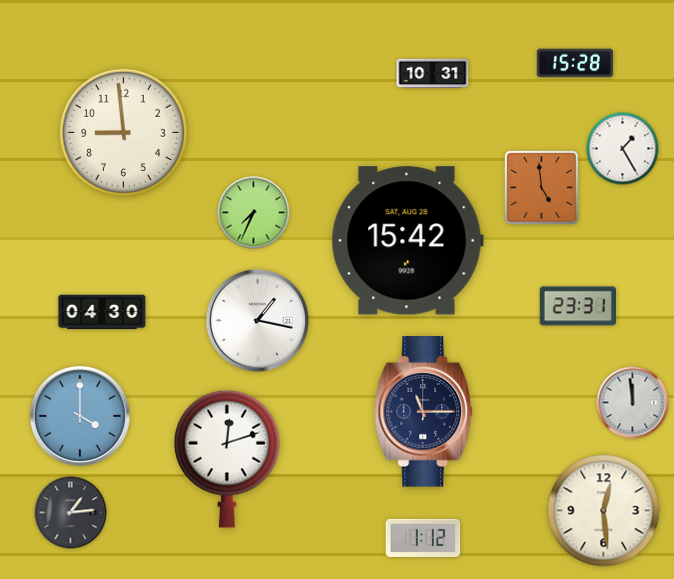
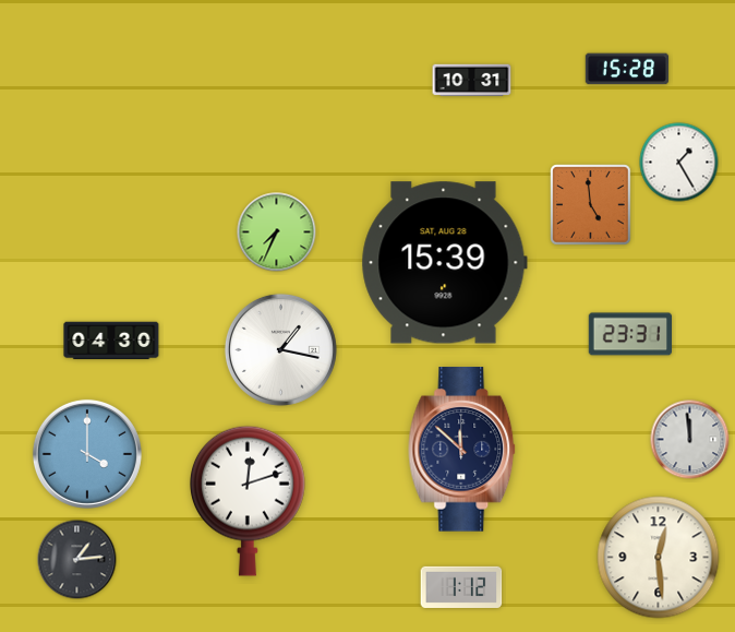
clock at (123, 132): 8:59 -> none
clock at (407, 241): 15:42 -> 15:39
clock at (424, 412): 11:15 -> 11:52
